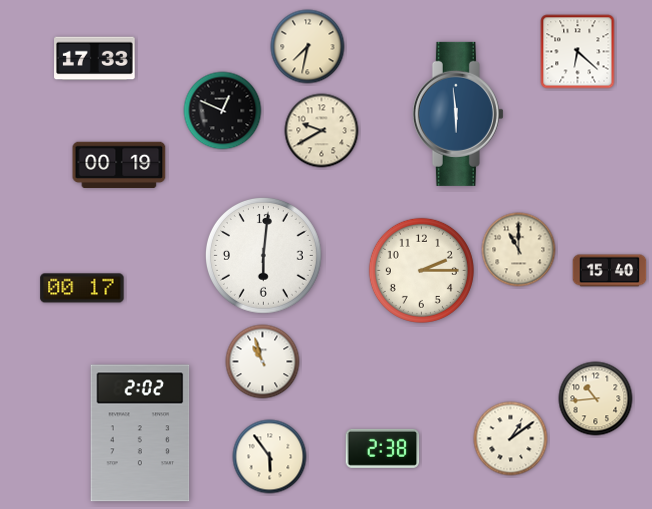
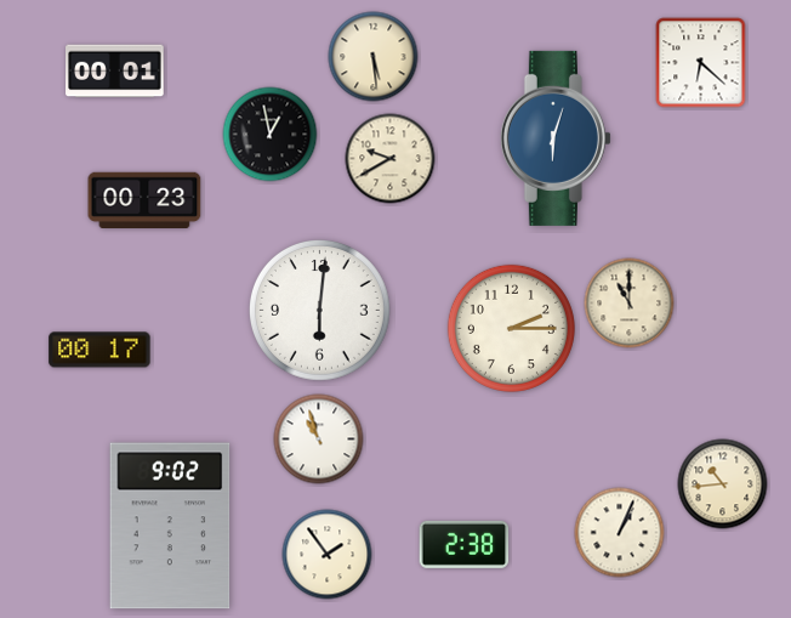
clock at (308, 47): 7:32 -> 5:29
clock at (95, 59): 17:33 -> 00:01
clock at (223, 111): 12:49 -> 12:58
clock at (458, 114): 5:59 -> 6:03
clock at (119, 164): 00:19 -> 00:23
clock at (610, 271): 15:40 -> none
clock at (140, 433): 2:02 -> 9:02
clock at (511, 439): 1:09 -> 1:04
clock at (270, 457): 5:54 -> 1:54
